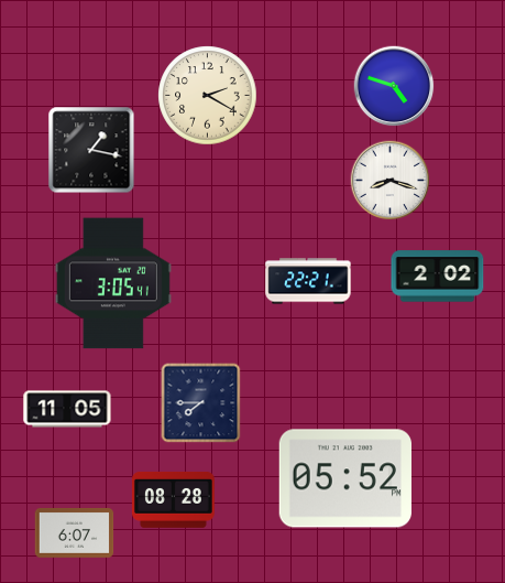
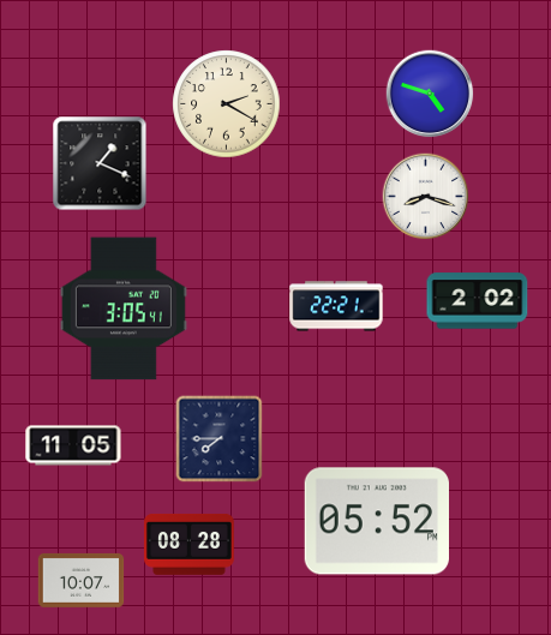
clock at (91, 150): 1:17 -> 1:19
clock at (75, 532): 6:07 -> 10:07
